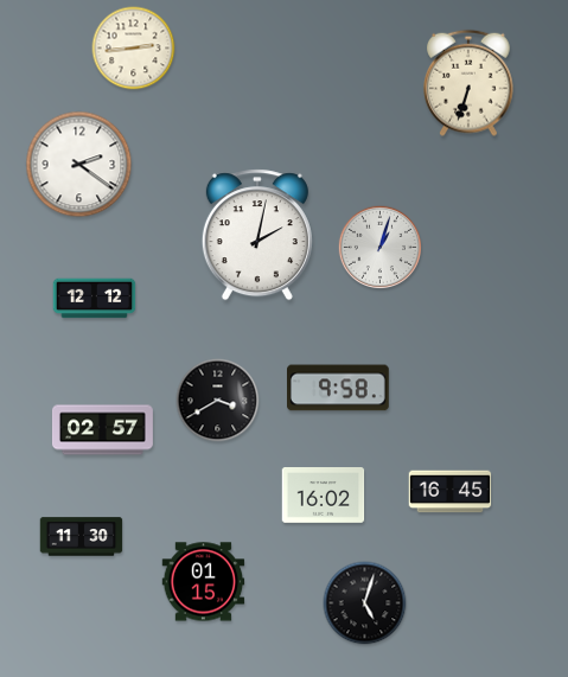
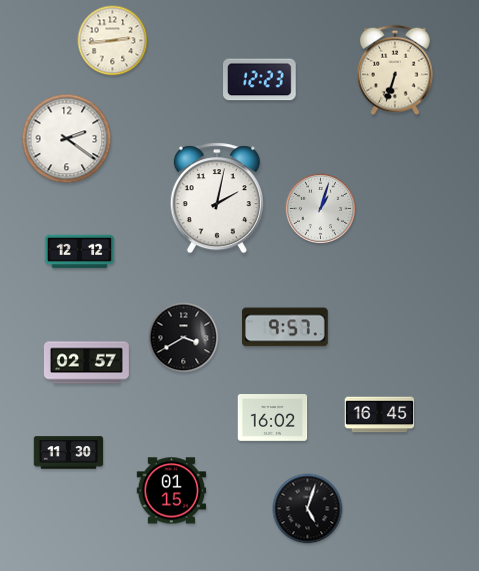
clock at (260, 80): none -> 12:23
clock at (338, 388): 9:58 -> 9:57
